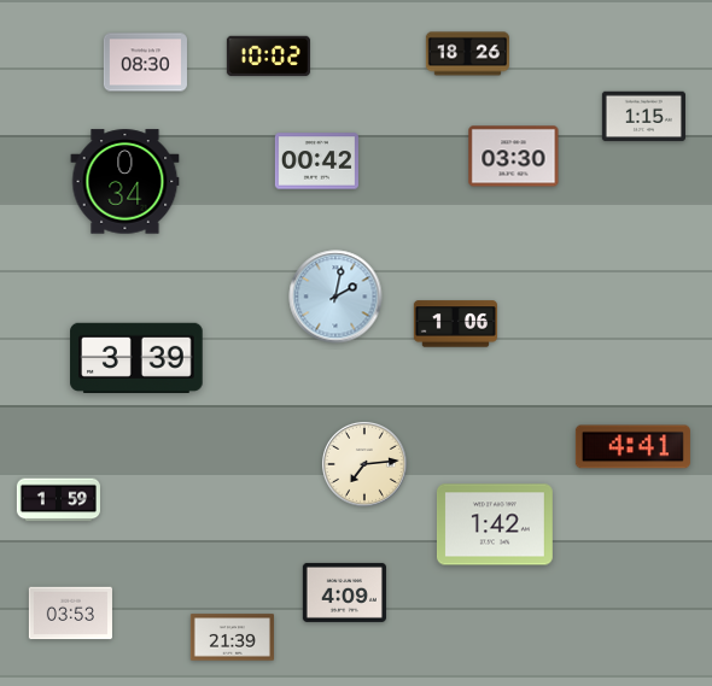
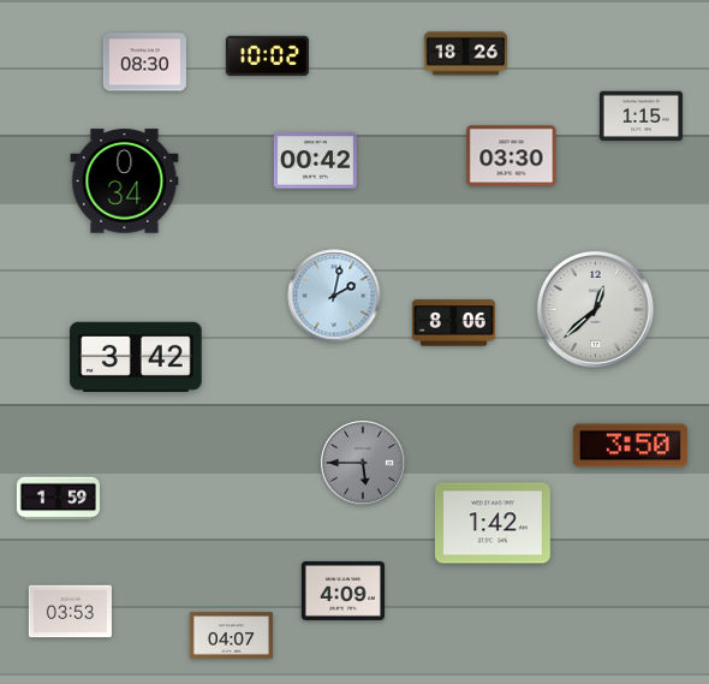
clock at (595, 309): none -> 12:38
clock at (455, 324): 1:06 -> 8:06
clock at (136, 358): 3:39 -> 3:42
clock at (632, 447): 4:41 -> 3:50
clock at (364, 464): 7:14 -> 5:45
clock at (364, 464) dial: cream -> grey
clock at (232, 638): 21:39 -> 04:07
